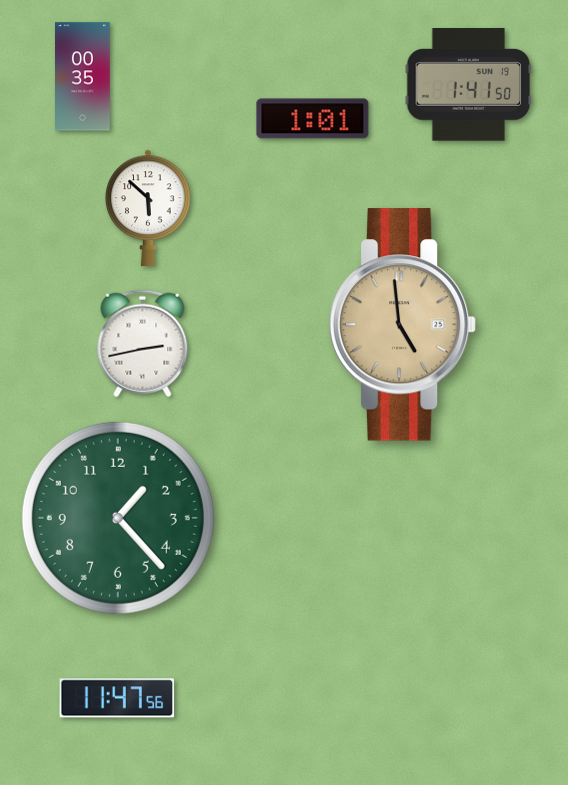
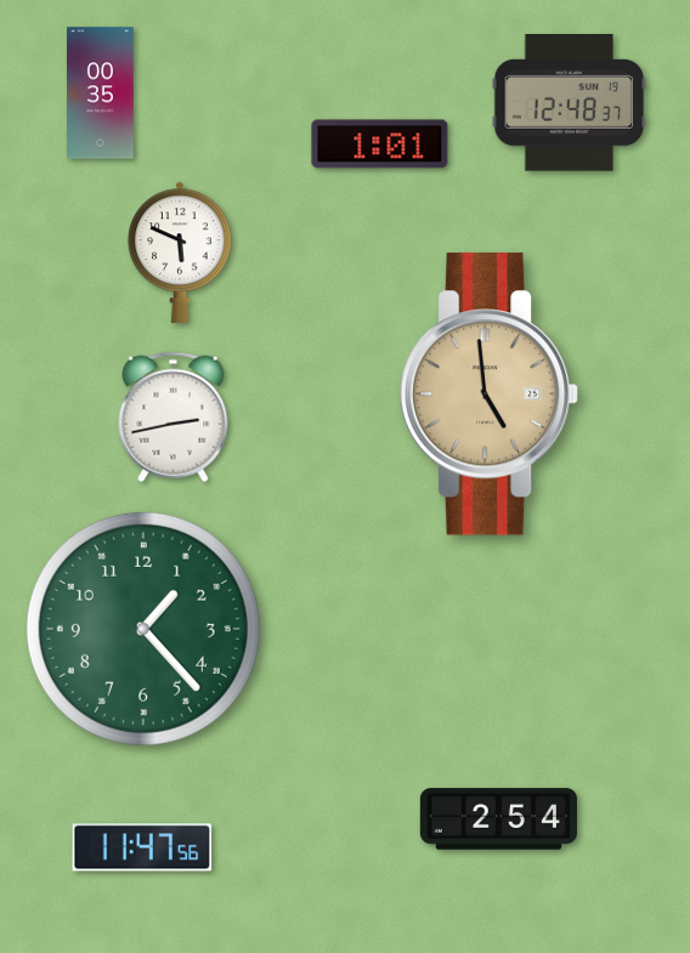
clock at (469, 85): 1:41 -> 12:48
clock at (148, 207): 5:52 -> 5:49
clock at (498, 819): none -> 2:54
